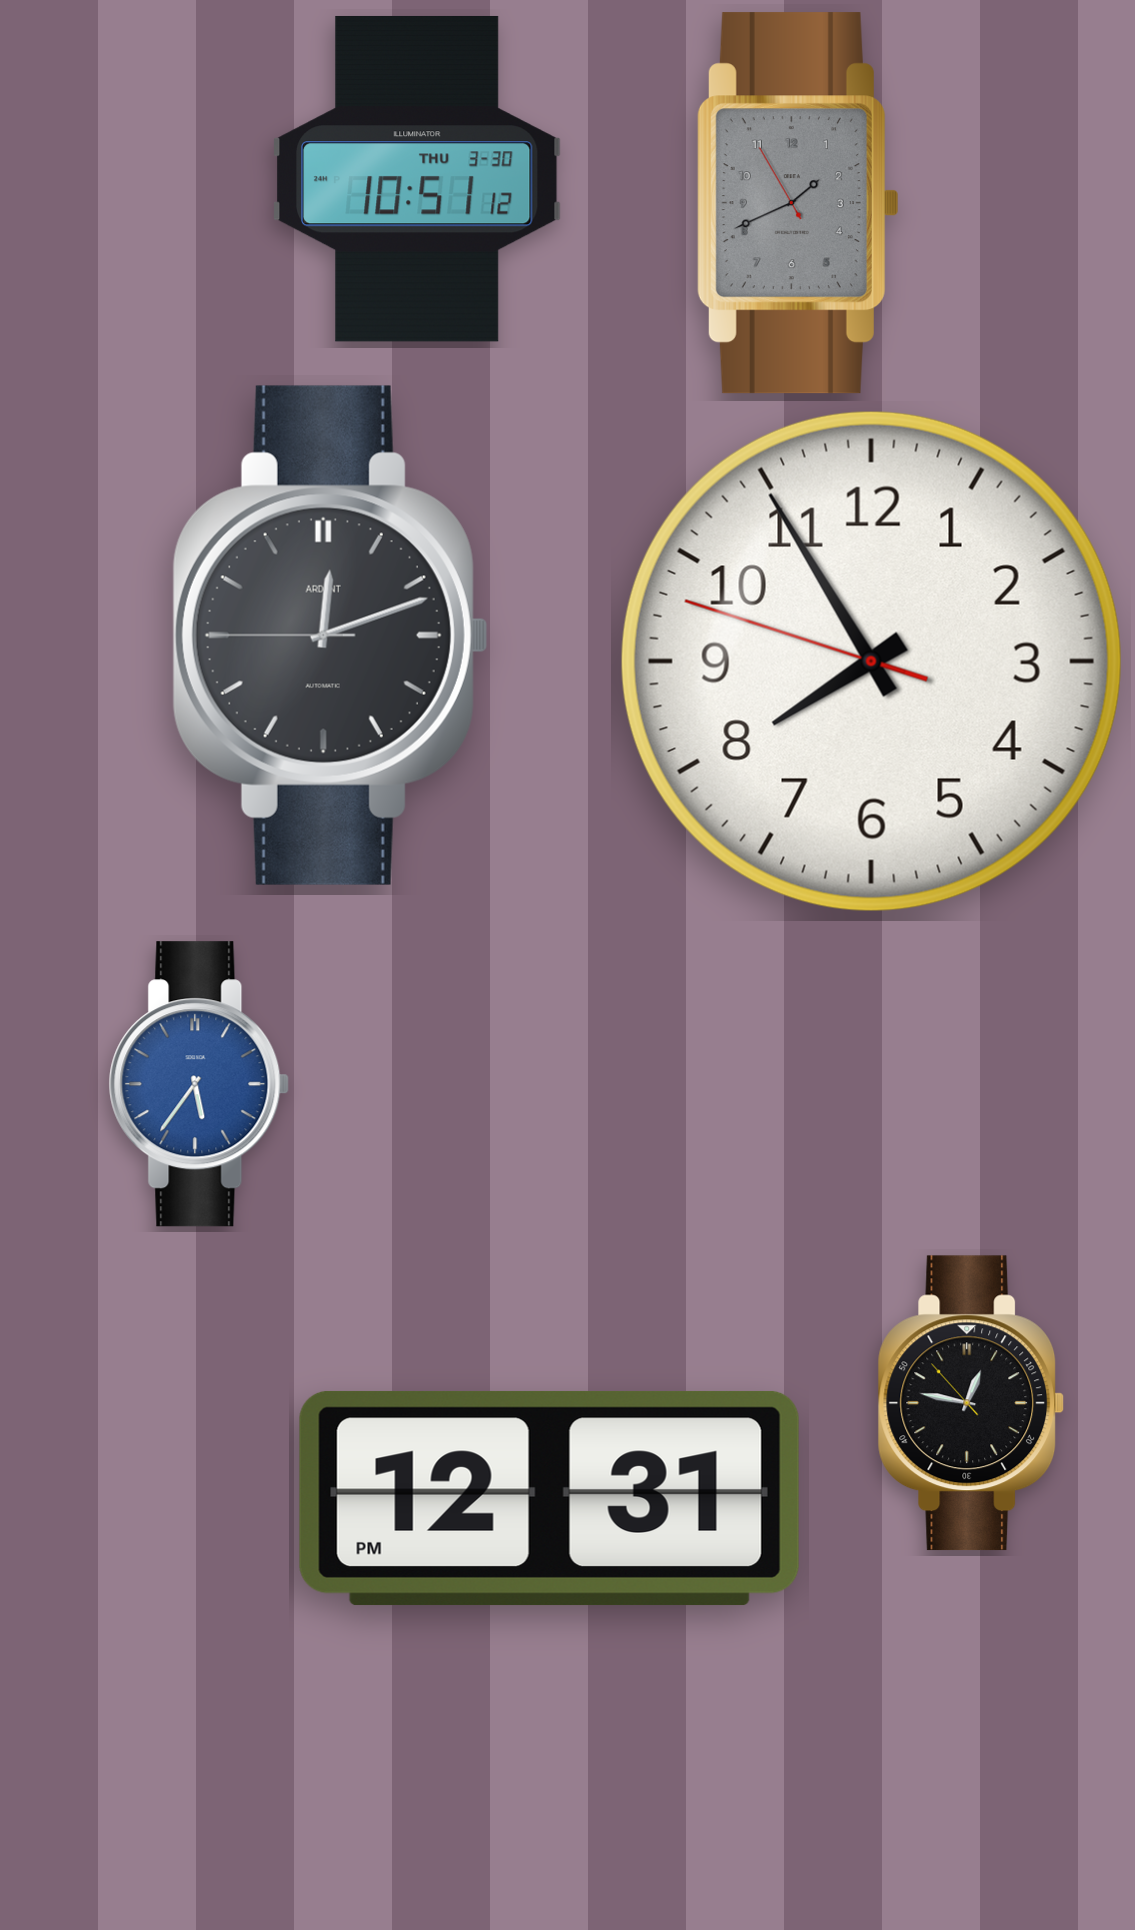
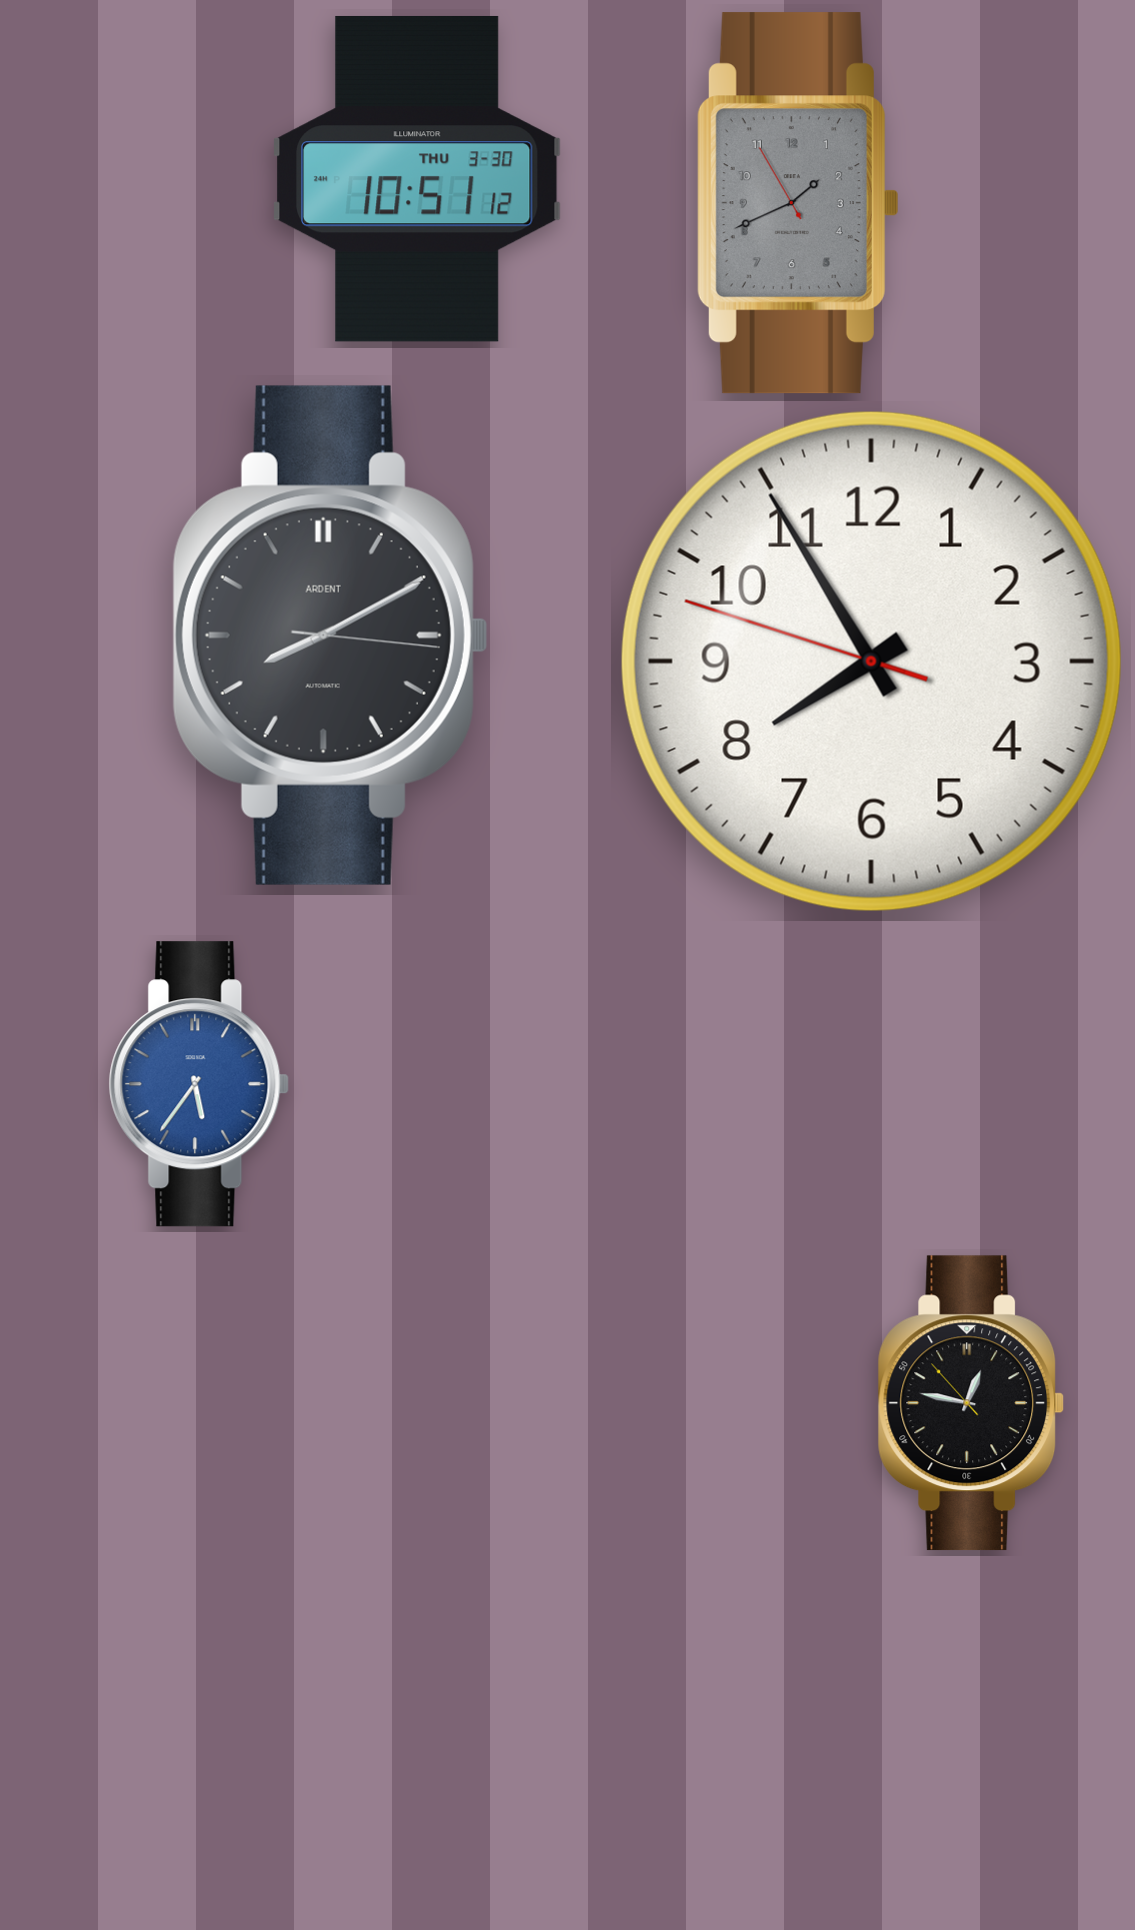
clock at (330, 635): 12:11 -> 8:10
clock at (549, 1498): 12:31 -> none
